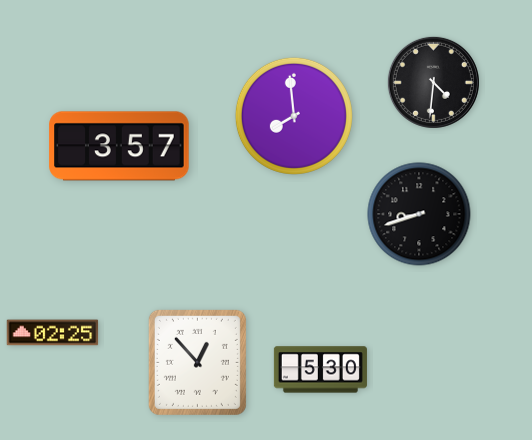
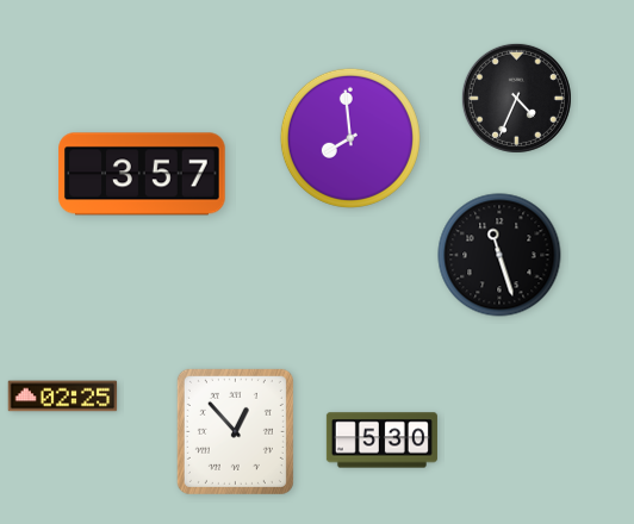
clock at (433, 82): 4:31 -> 4:34
clock at (419, 214): 8:42 -> 11:27
